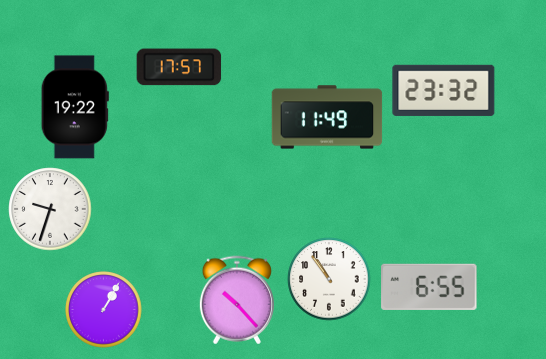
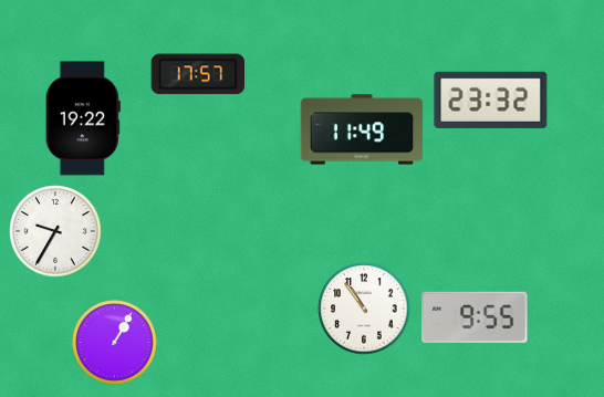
clock at (50, 209): 9:33 -> 9:35
clock at (429, 287): 6:55 -> 9:55
clock at (237, 300): 10:23 -> none
